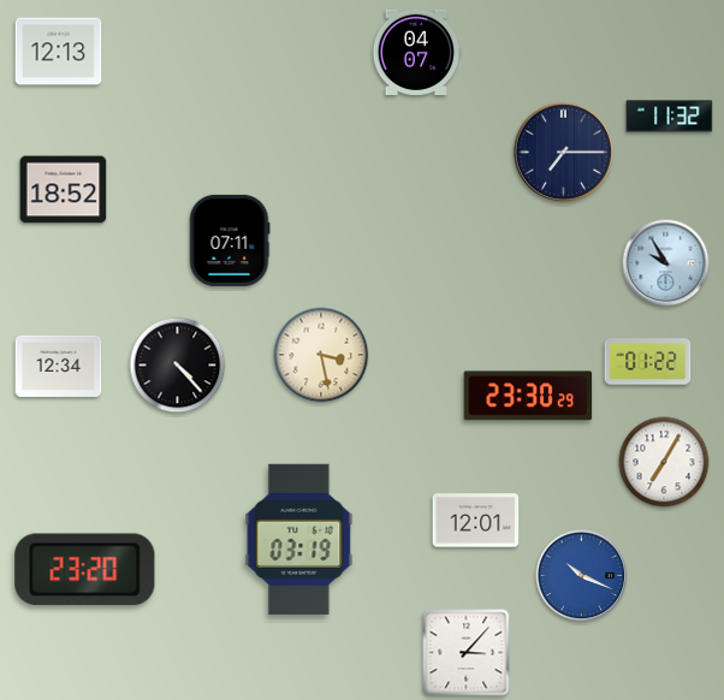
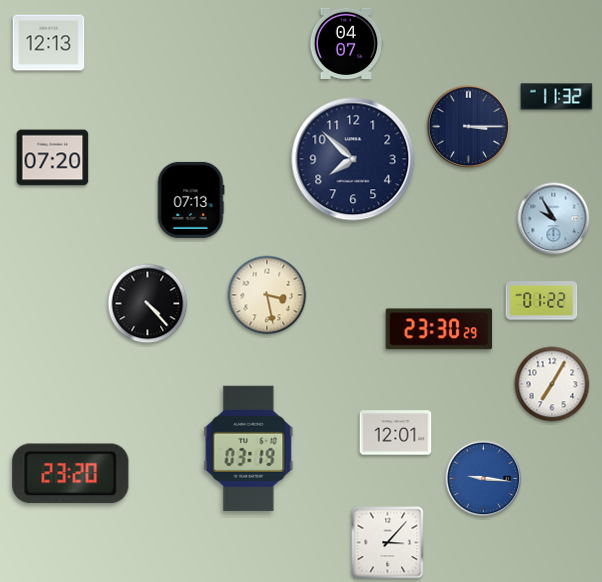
clock at (564, 153): 7:15 -> 3:15
clock at (64, 190): 18:52 -> 07:20
clock at (353, 159): none -> 7:52
clock at (230, 241): 07:11 -> 07:13
clock at (648, 362) position: (648, 362) -> (542, 301)
clock at (59, 366): 12:34 -> none
clock at (582, 576): 10:19 -> 9:16
